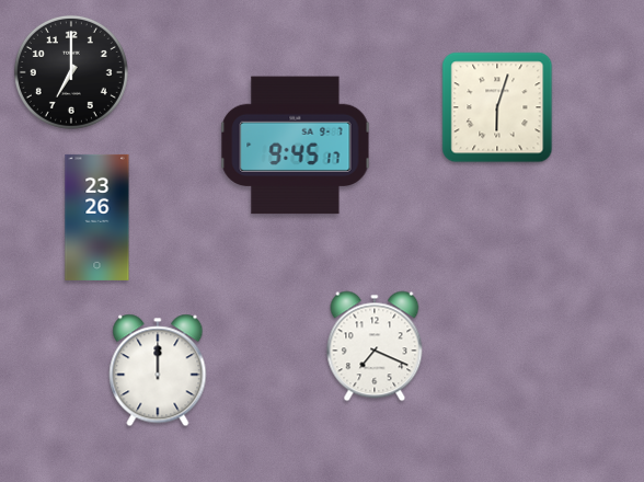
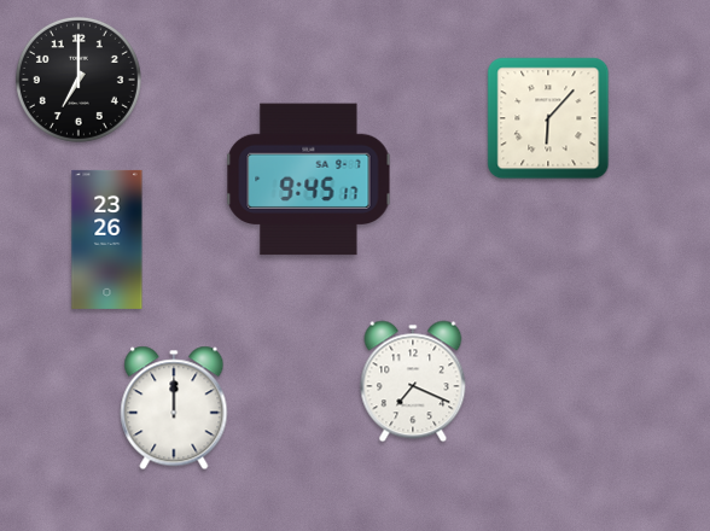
clock at (497, 107): 6:03 -> 6:07
clock at (296, 146) position: (296, 146) -> (309, 180)
